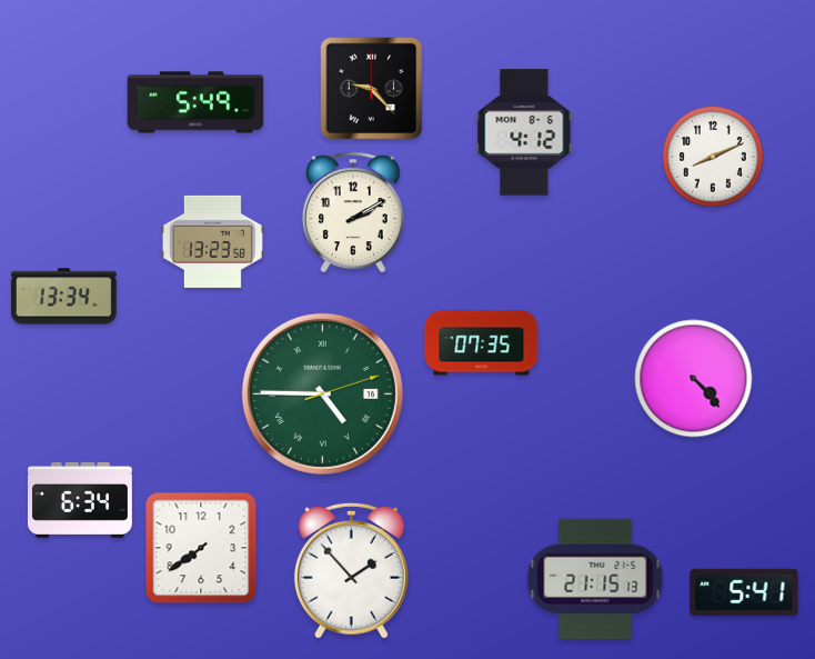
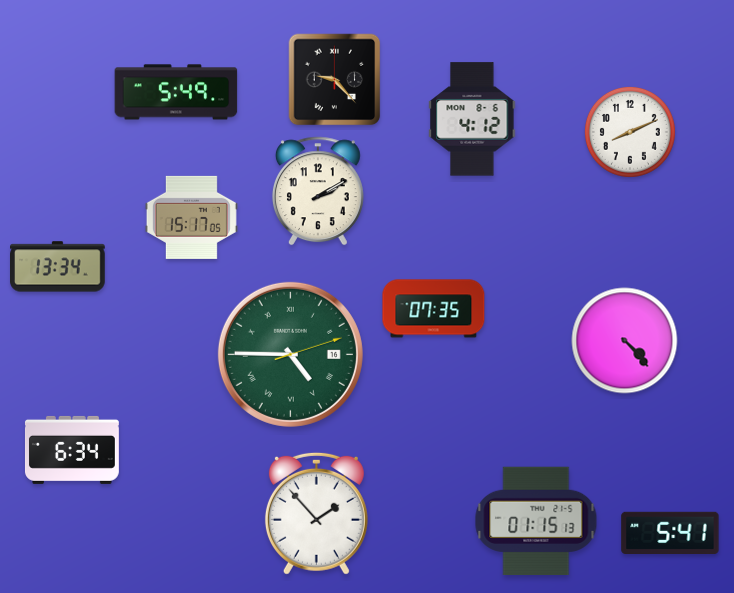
clock at (713, 157) position: (713, 157) -> (630, 132)
clock at (212, 241): 13:23 -> 15:17
clock at (201, 548): 7:39 -> none
clock at (595, 578): 21:15 -> 01:15
